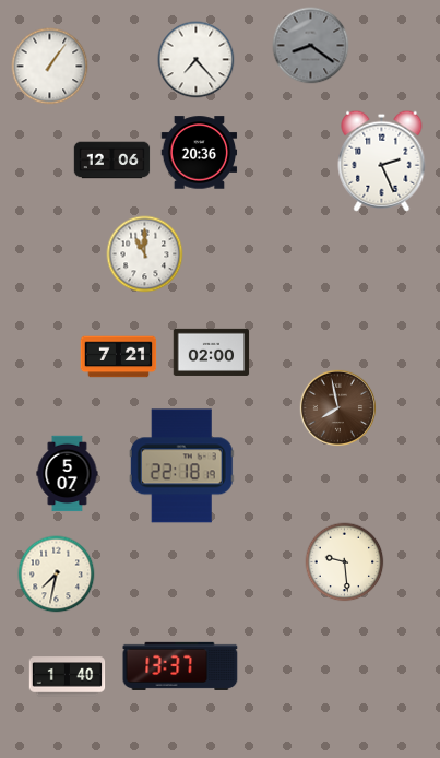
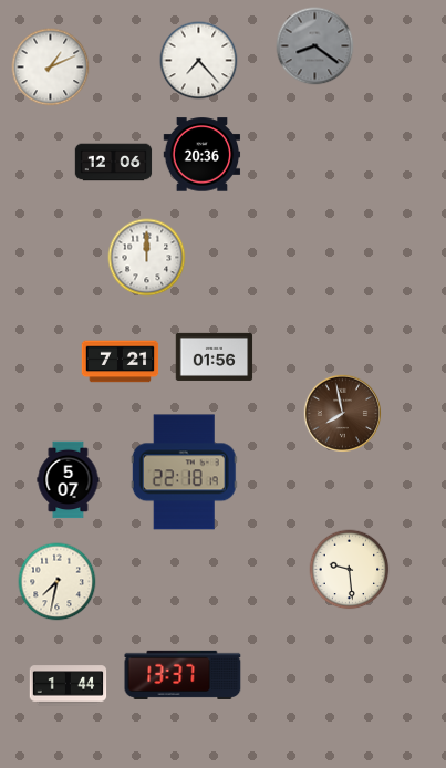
clock at (50, 67): 1:06 -> 1:11
clock at (382, 161): 2:26 -> none
clock at (145, 254): 11:00 -> 12:00
clock at (212, 352): 02:00 -> 01:56
clock at (68, 677): 1:40 -> 1:44
